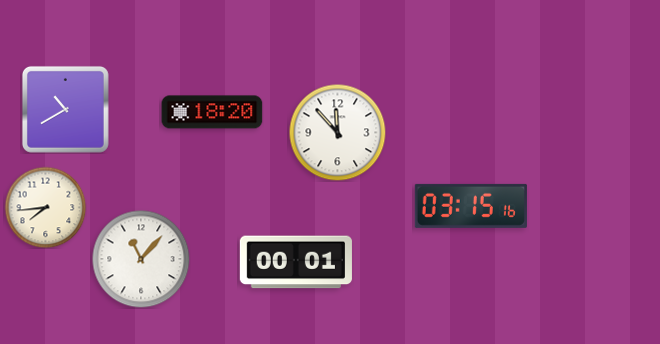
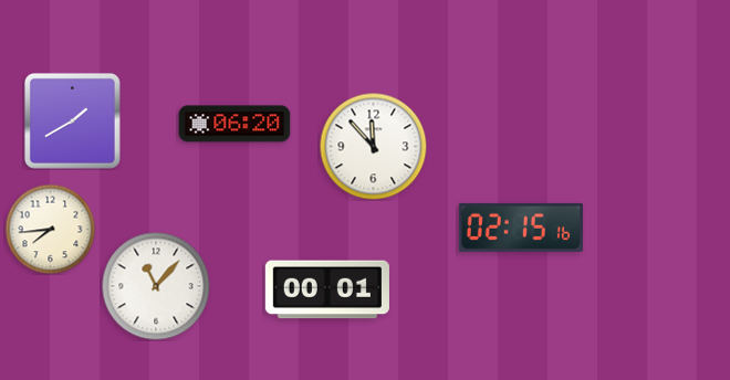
clock at (65, 109): 10:40 -> 1:40
clock at (212, 112): 18:20 -> 06:20
clock at (471, 206): 03:15 -> 02:15
